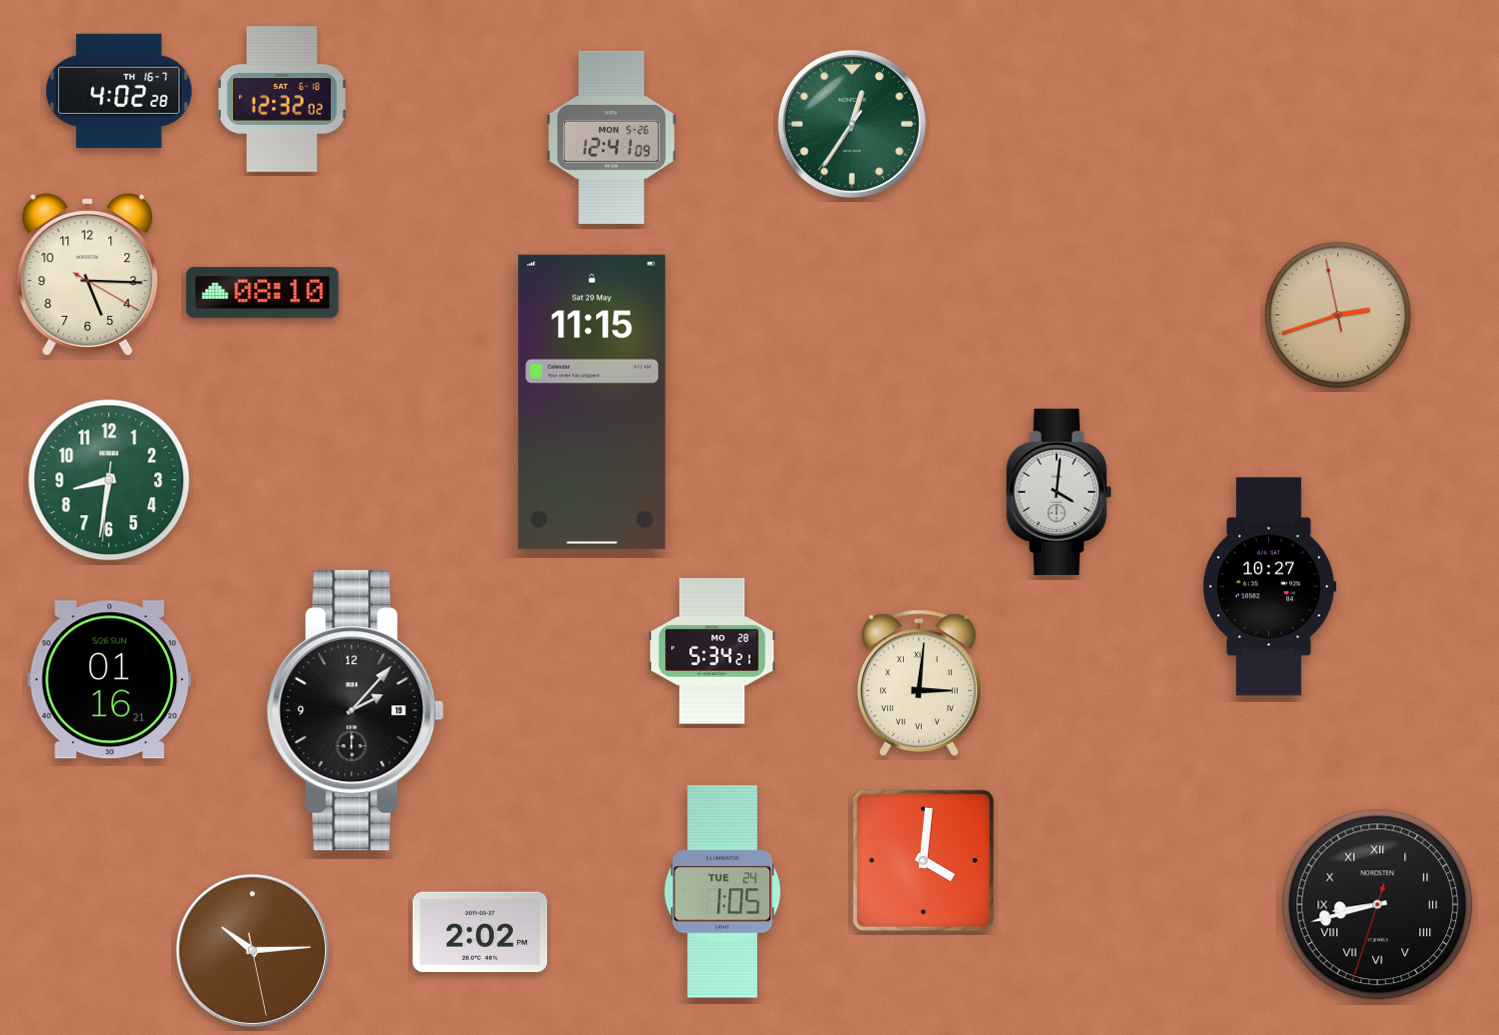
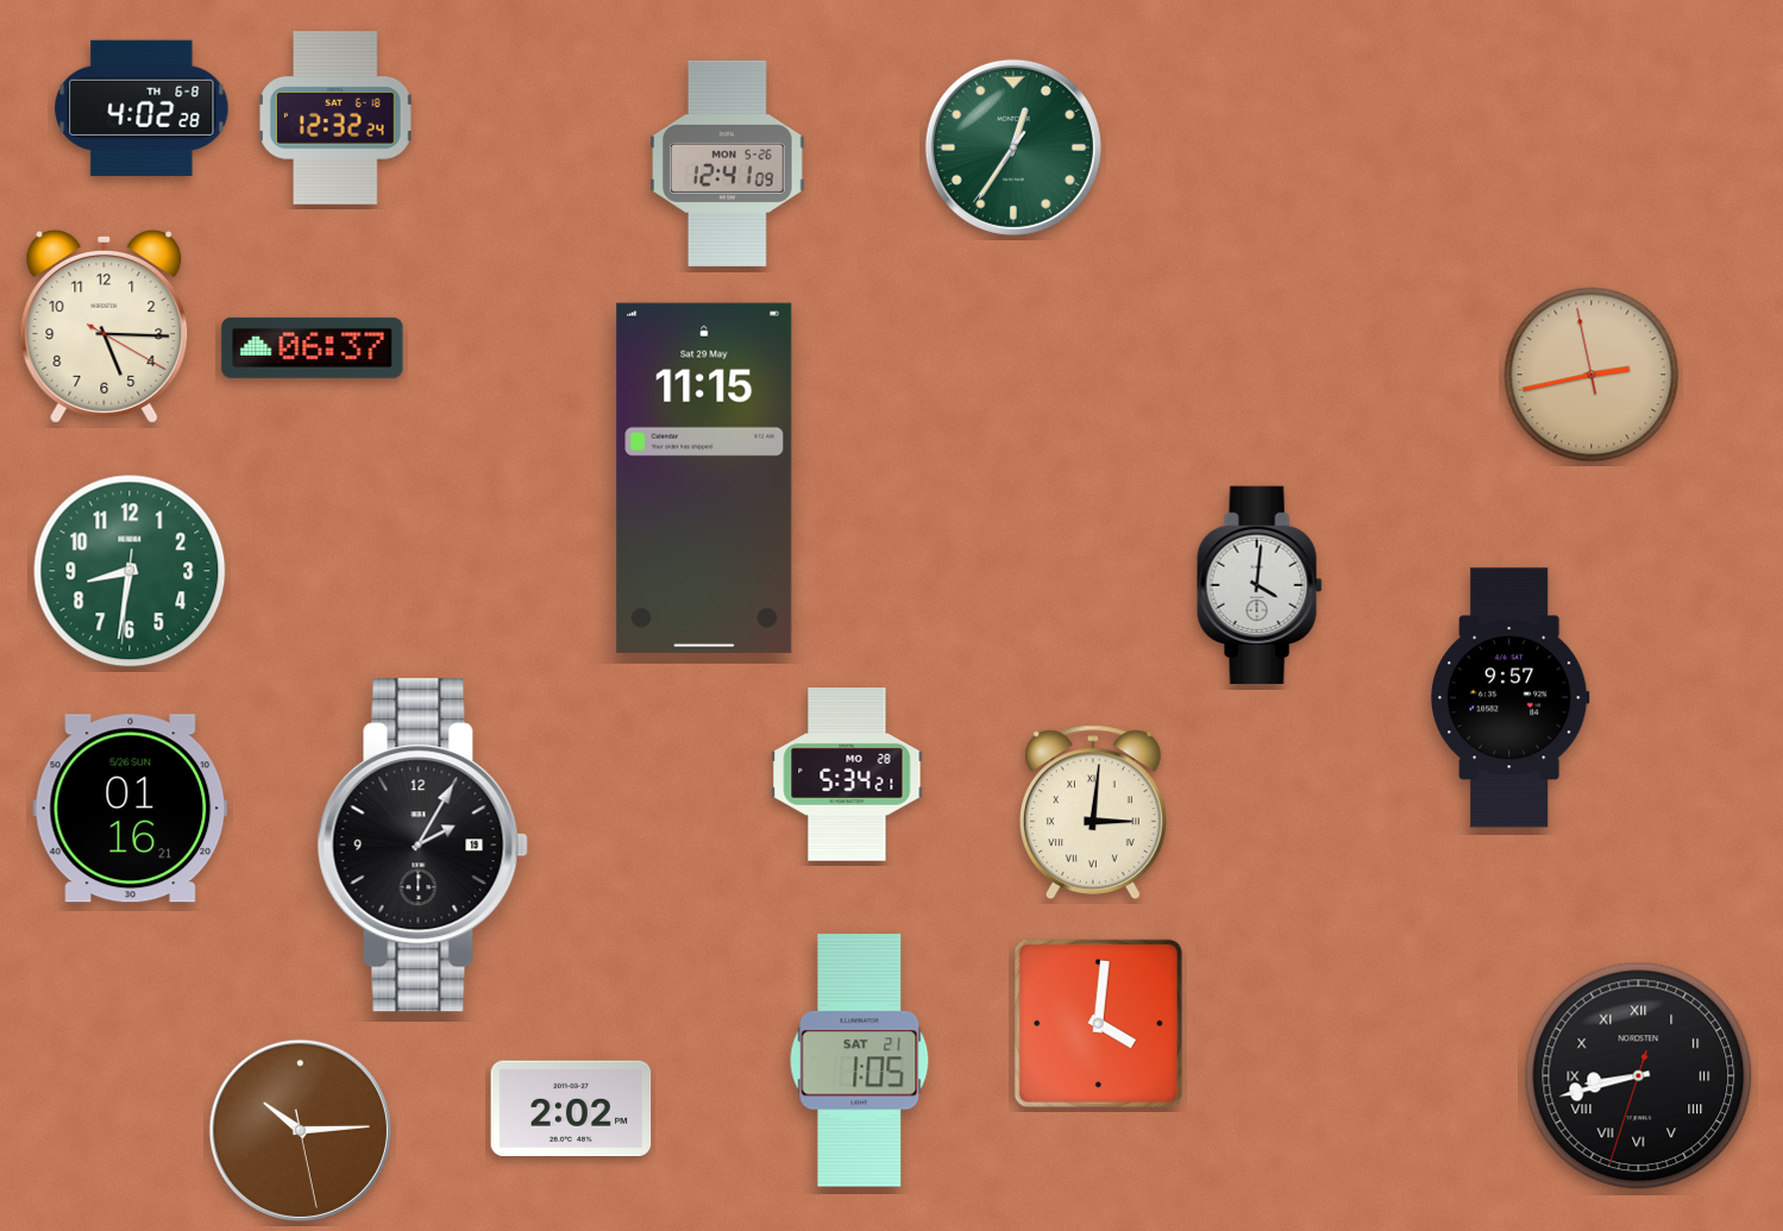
clock at (119, 91) date: TH 16-7 -> TH 6-8
clock at (283, 100): 12:32:02 -> 12:32:24
clock at (263, 292): 08:10 -> 06:37
clock at (1338, 315): 2:41 -> 2:42
clock at (1270, 587): 10:27 -> 9:57
clock at (355, 711): 2:07 -> 2:05
clock at (723, 892) date: TUE 24 -> SAT 21
